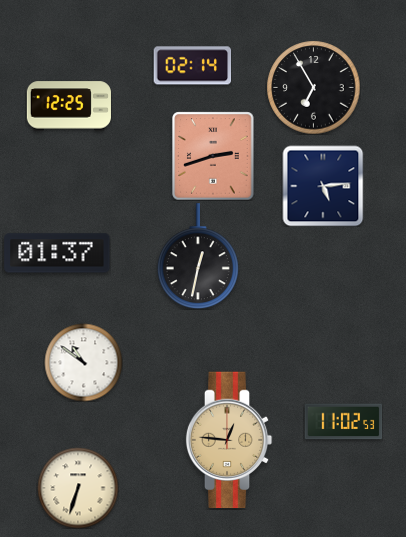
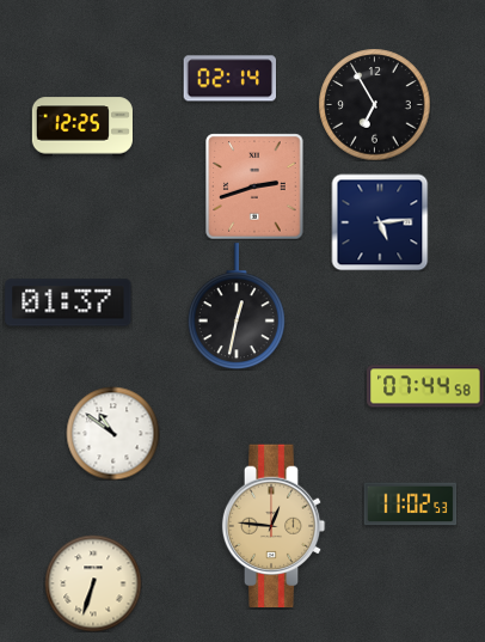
clock at (323, 186) position: (323, 186) -> (380, 222)
clock at (425, 386): none -> 07:44
clock at (83, 362) position: (83, 362) -> (112, 433)
